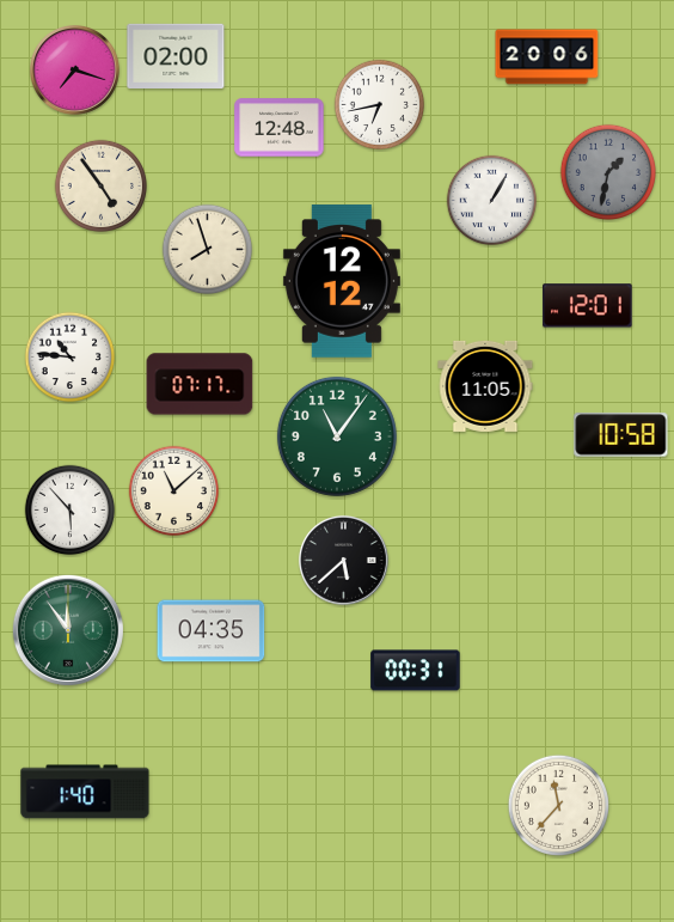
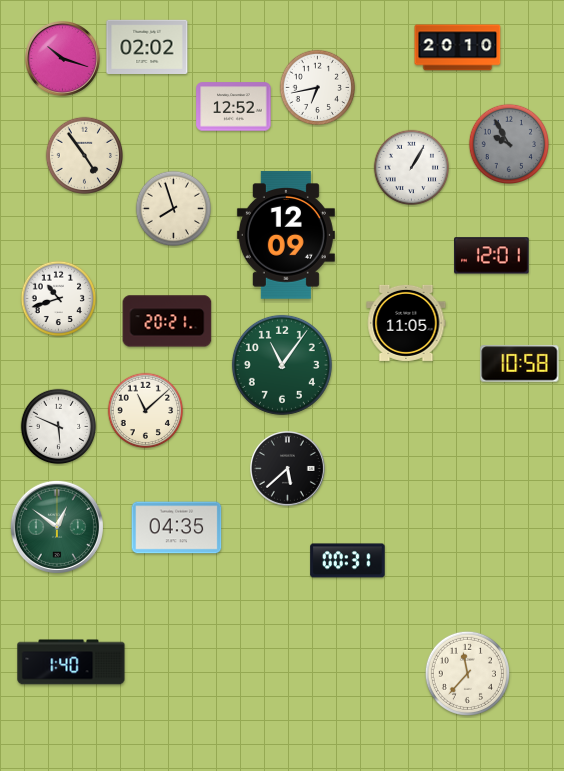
clock at (176, 55): 02:00 -> 02:02
clock at (547, 57): 20:06 -> 20:10
clock at (74, 69): 7:18 -> 10:18
clock at (280, 128): 12:48 -> 12:52
clock at (607, 171): 1:32 -> 9:55
clock at (342, 281): 12:12 -> 12:09
clock at (71, 358): 10:46 -> 10:42
clock at (200, 384): 07:17 -> 20:21
clock at (71, 511): 5:53 -> 5:49
clock at (68, 630): 11:54 -> 12:51
